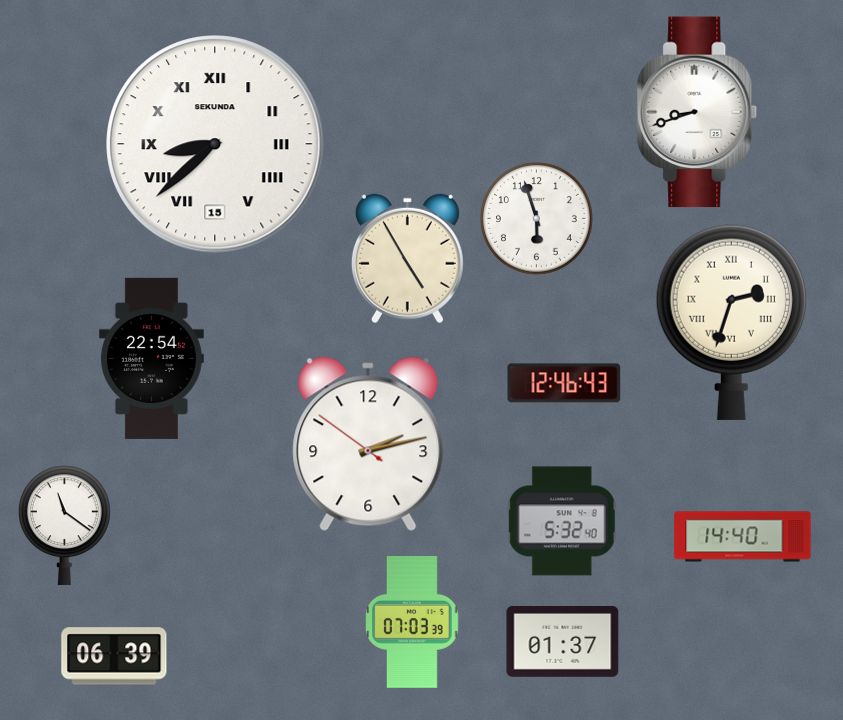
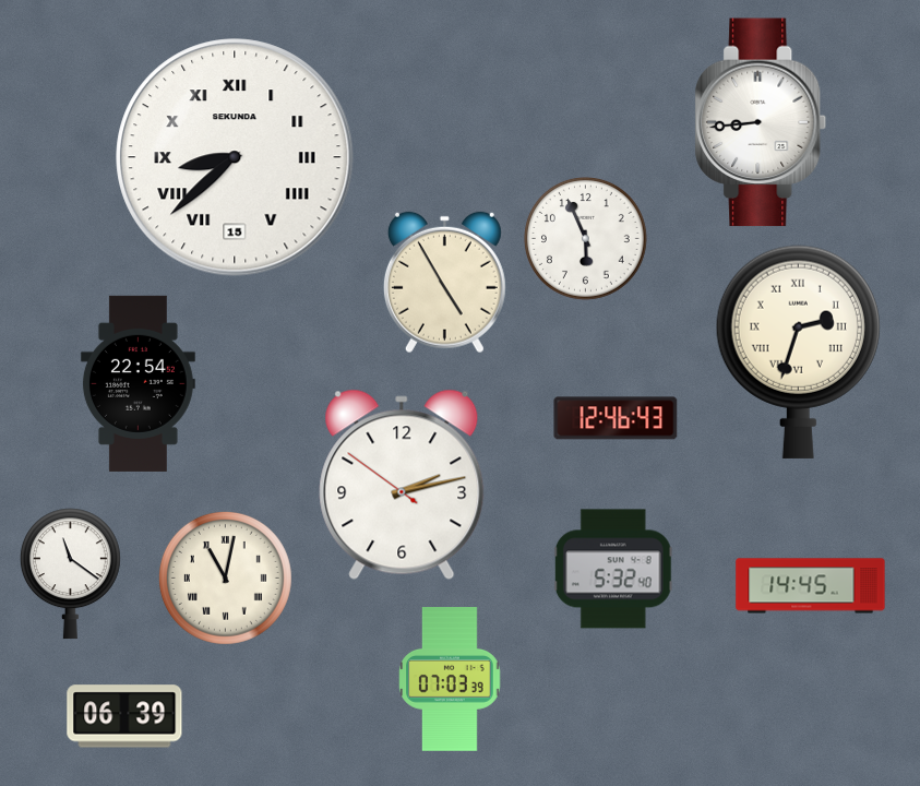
clock at (697, 112): 8:42 -> 8:44
clock at (537, 219): 5:57 -> 5:56
clock at (151, 358) position: (151, 358) -> (138, 383)
clock at (225, 577): none -> 11:02
clock at (743, 537): 14:40 -> 14:45
clock at (563, 641): 01:37 -> none
